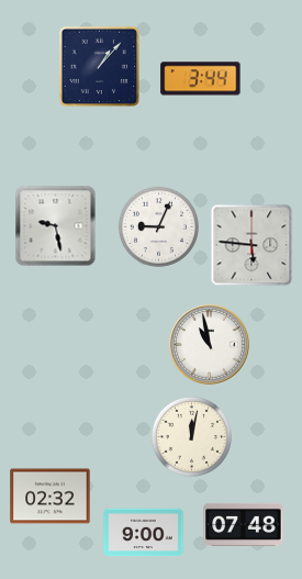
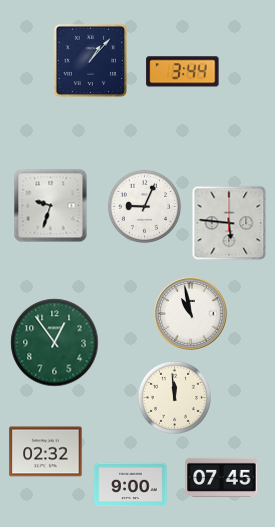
clock at (56, 226): 9:28 -> 9:33
clock at (55, 343): none -> 12:54
clock at (191, 436): 12:02 -> 11:59
clock at (244, 524): 07:48 -> 07:45
